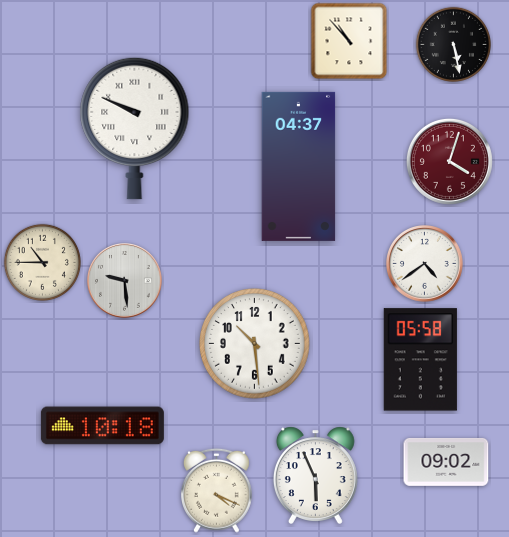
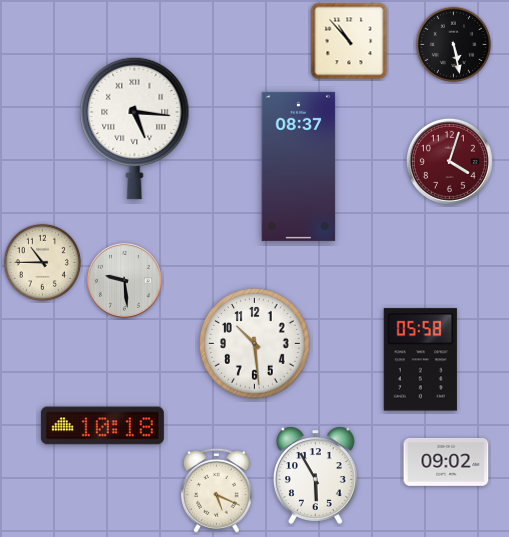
clock at (135, 128): 9:49 -> 5:16
clock at (299, 166): 04:37 -> 08:37
clock at (425, 264): 4:39 -> none
clock at (315, 475): 5:56 -> 5:55
clock at (216, 490): 4:19 -> 5:19
